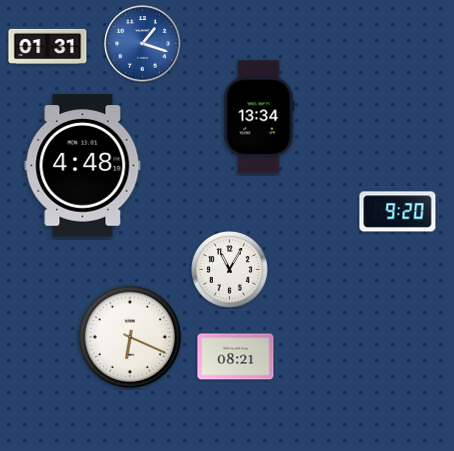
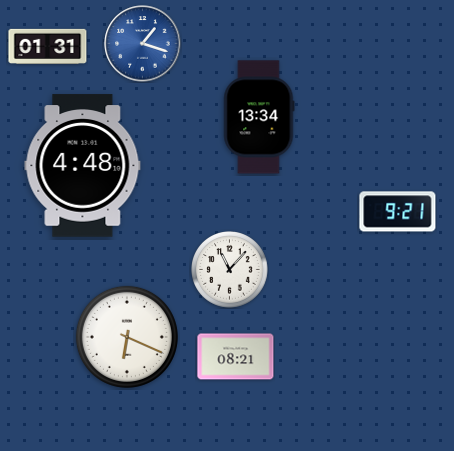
clock at (398, 212): 9:20 -> 9:21
clock at (230, 270): 11:05 -> 11:07
clock at (130, 337) position: (130, 337) -> (127, 337)
